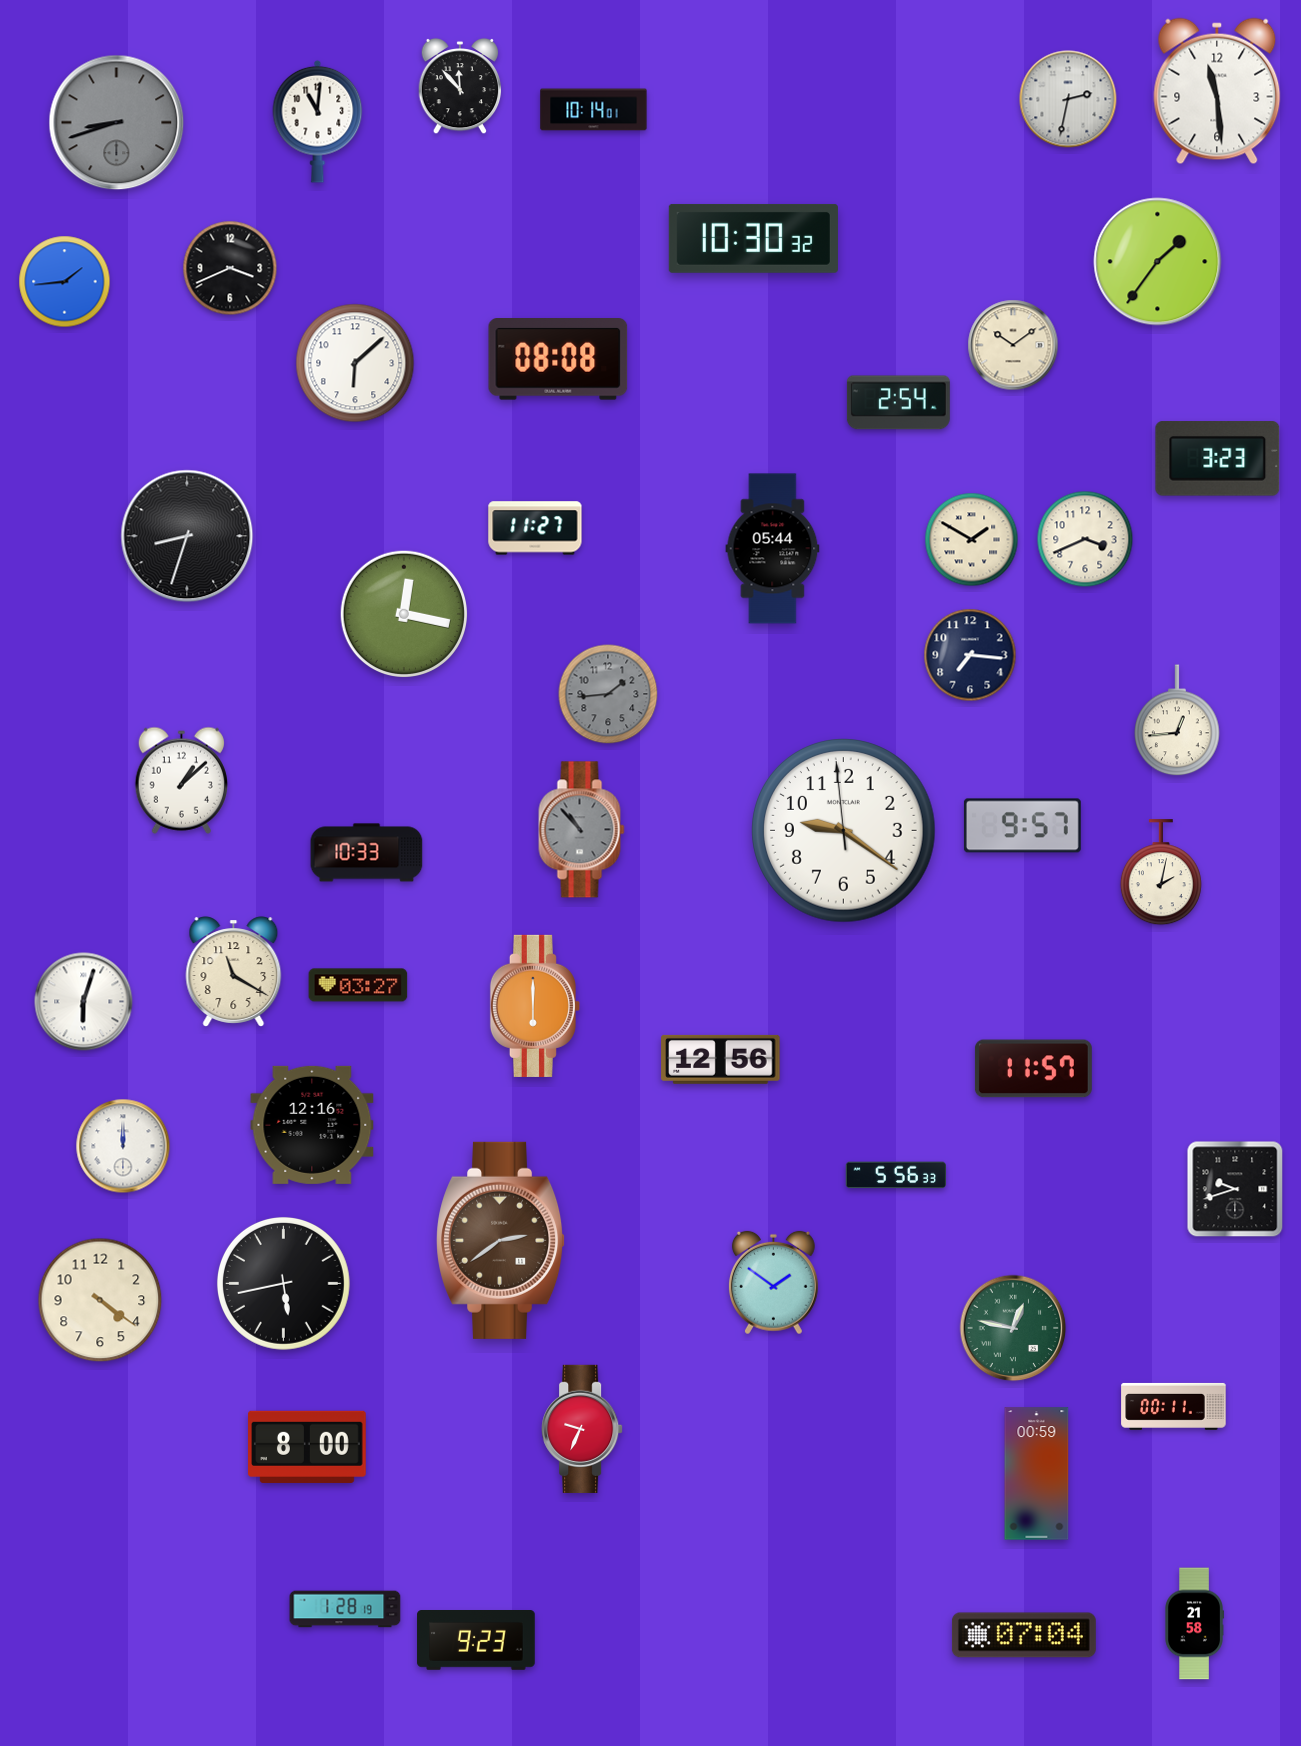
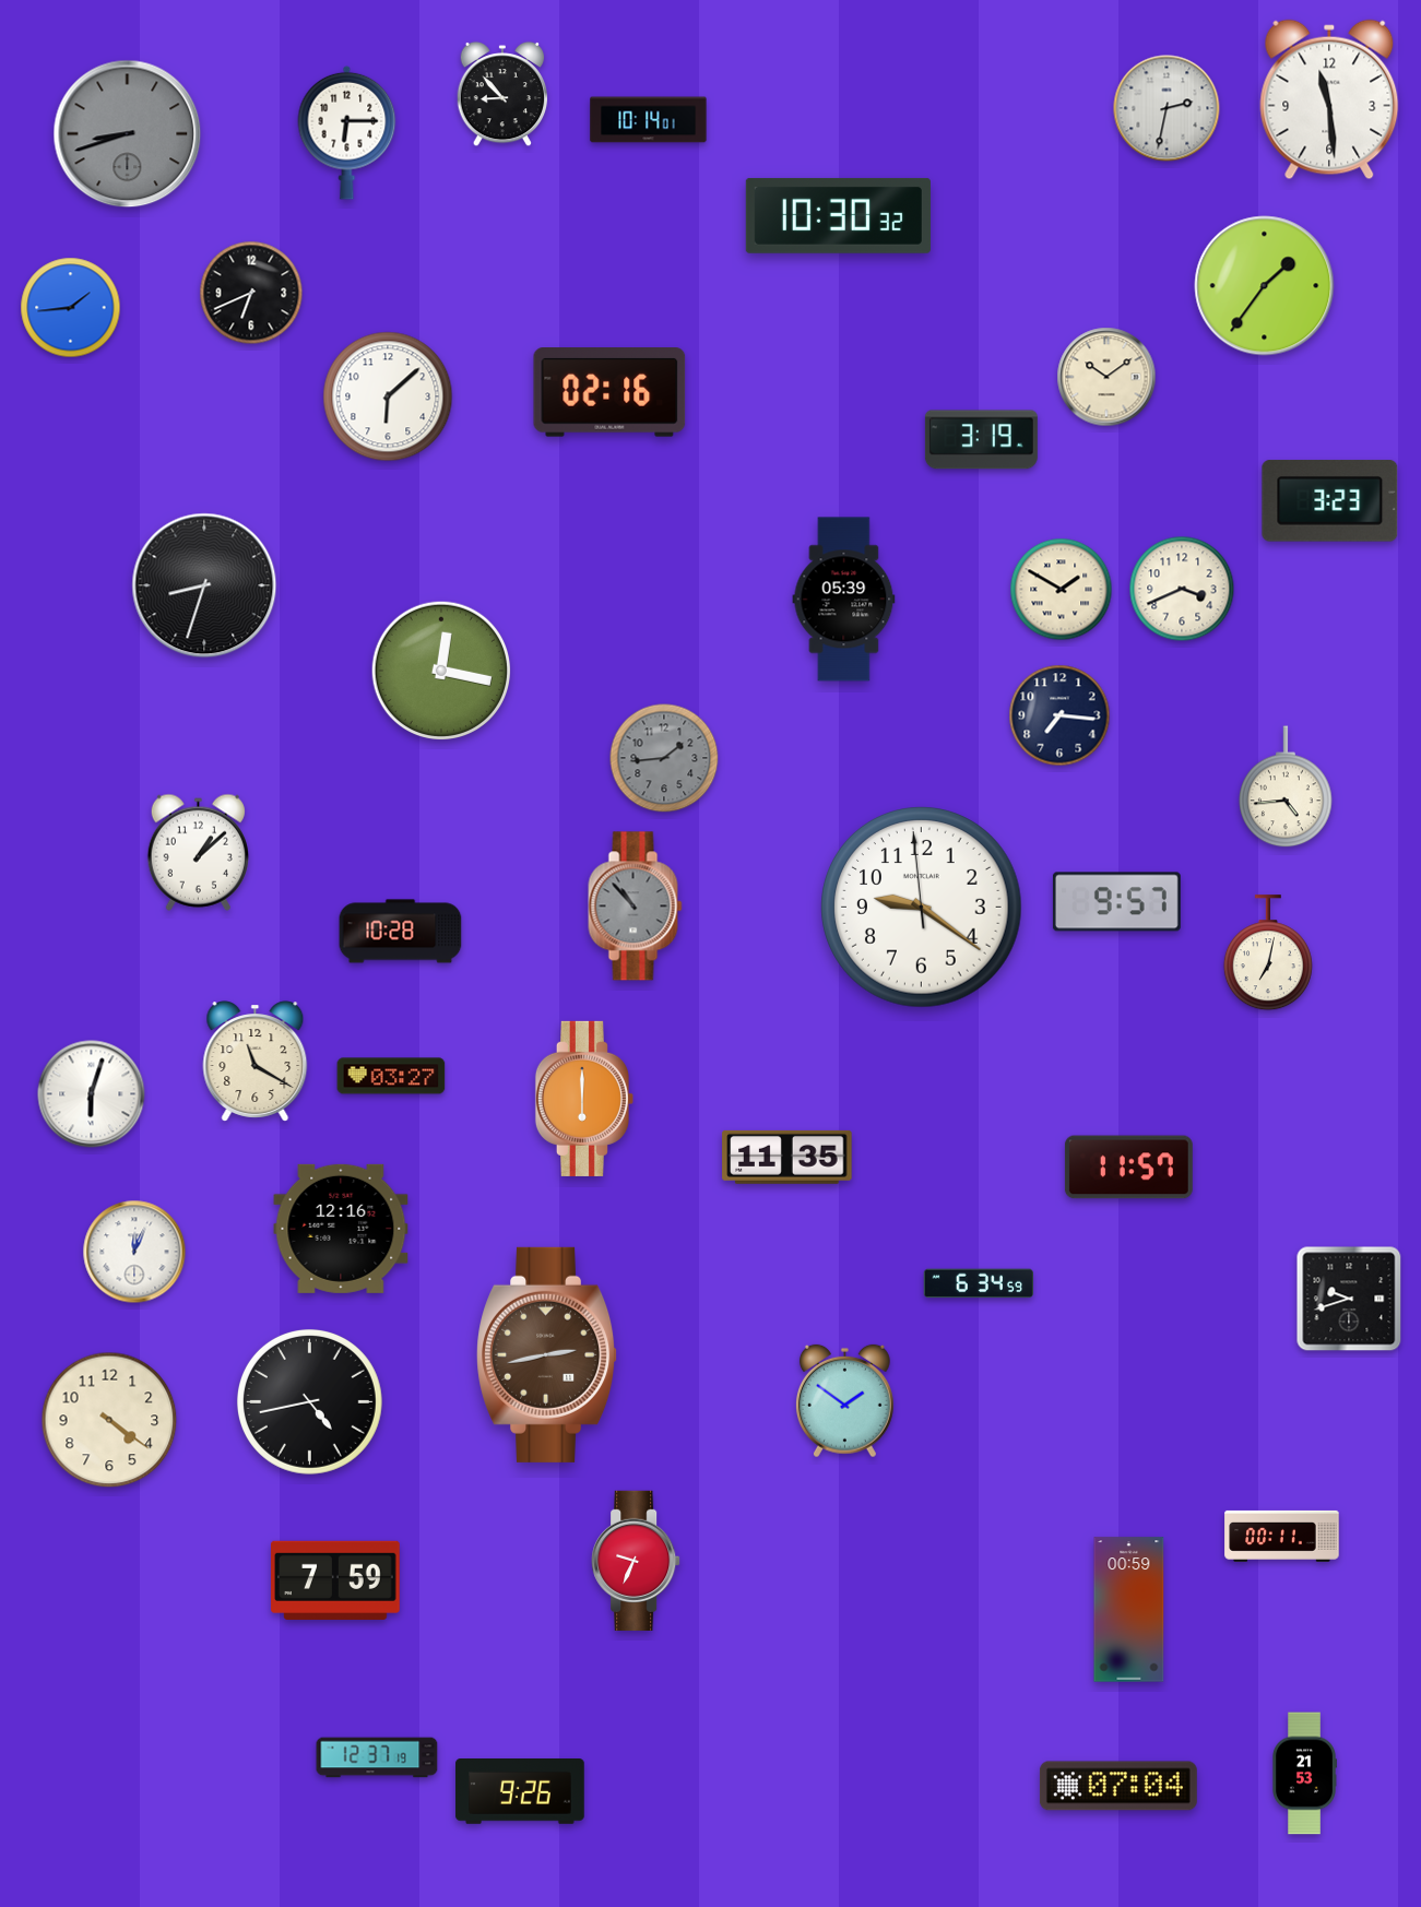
clock at (460, 86): 11:53 -> 8:53
clock at (318, 121): 11:01 -> 6:15
clock at (753, 238) position: (753, 238) -> (838, 215)
clock at (230, 268): 3:41 -> 6:41
clock at (558, 360): 08:08 -> 02:16
clock at (898, 403): 2:54 -> 3:19
clock at (535, 528): 11:27 -> none
clock at (1085, 539) position: (1085, 539) -> (1182, 589)
clock at (773, 549): 05:44 -> 05:39
clock at (1177, 721): 12:44 -> 4:44
clock at (367, 853): 10:33 -> 10:28
clock at (1161, 873): 2:02 -> 7:02
clock at (721, 1059): 12:56 -> 11:35
clock at (123, 1146): 12:00 -> 12:04
clock at (895, 1175): 5:56 -> 6:34
clock at (501, 1240): 2:39 -> 2:43
clock at (283, 1283): 5:43 -> 4:43
clock at (1013, 1328): 12:47 -> none
clock at (307, 1447): 8:00 -> 7:59
clock at (1037, 1474) position: (1037, 1474) -> (1129, 1610)
clock at (345, 1609): 1:28 -> 12:37
clock at (1195, 1624): 21:58 -> 21:53
clock at (476, 1641): 9:23 -> 9:26
